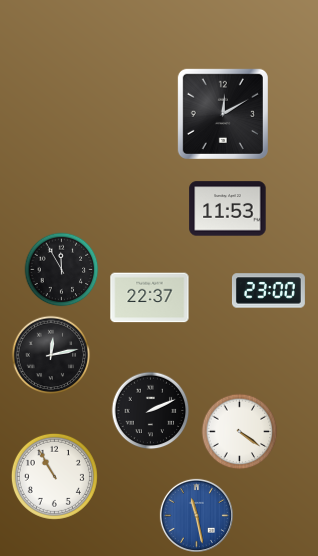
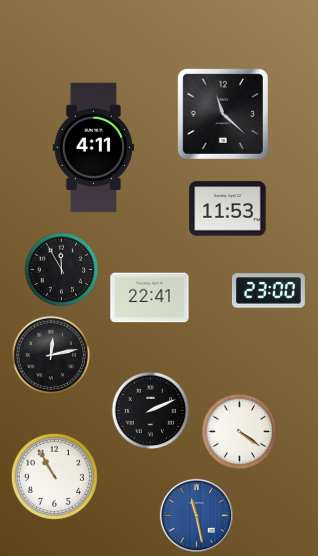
clock at (223, 114): 12:10 -> 11:22
clock at (93, 148): none -> 4:11
clock at (150, 298): 22:37 -> 22:41
